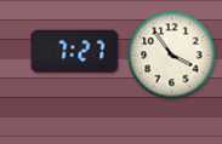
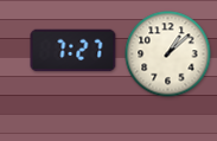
clock at (172, 56): 3:54 -> 1:08
